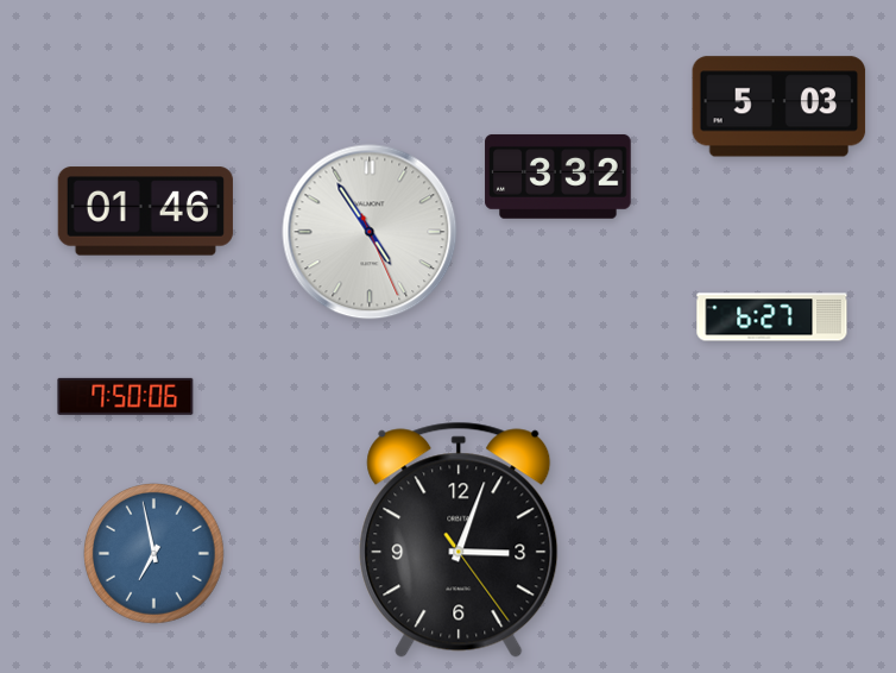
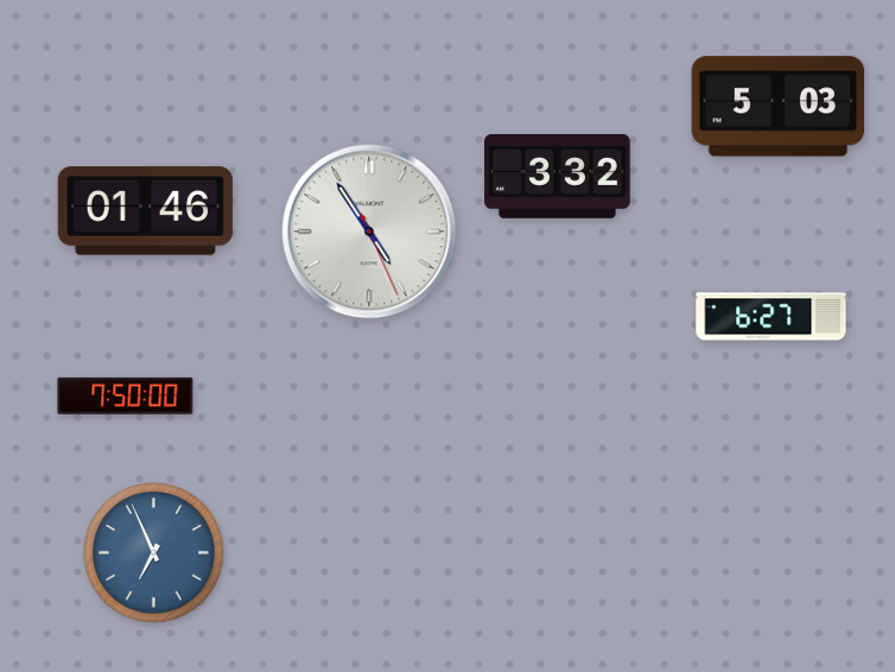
clock at (126, 396): 7:50:06 -> 7:50:00
clock at (459, 540): 3:03 -> none
clock at (154, 554): 6:58 -> 6:56
